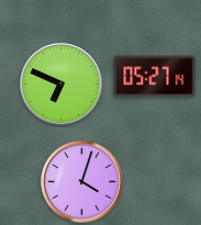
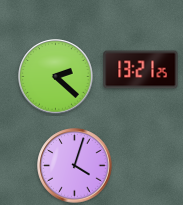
clock at (155, 77): 05:27 -> 13:21
clock at (62, 85): 6:49 -> 2:22
